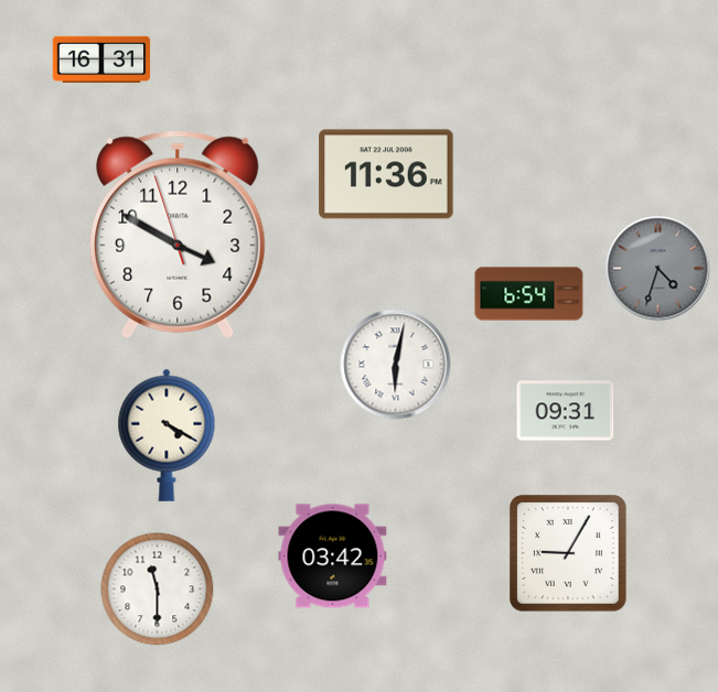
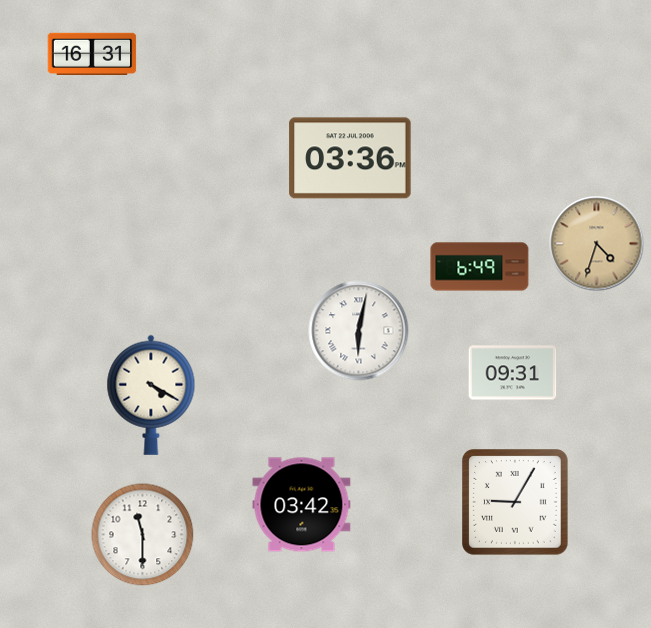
clock at (386, 174): 11:36 -> 03:36
clock at (178, 235): 3:49 -> none
clock at (658, 269) dial: grey -> champagne
clock at (529, 294): 6:54 -> 6:49
